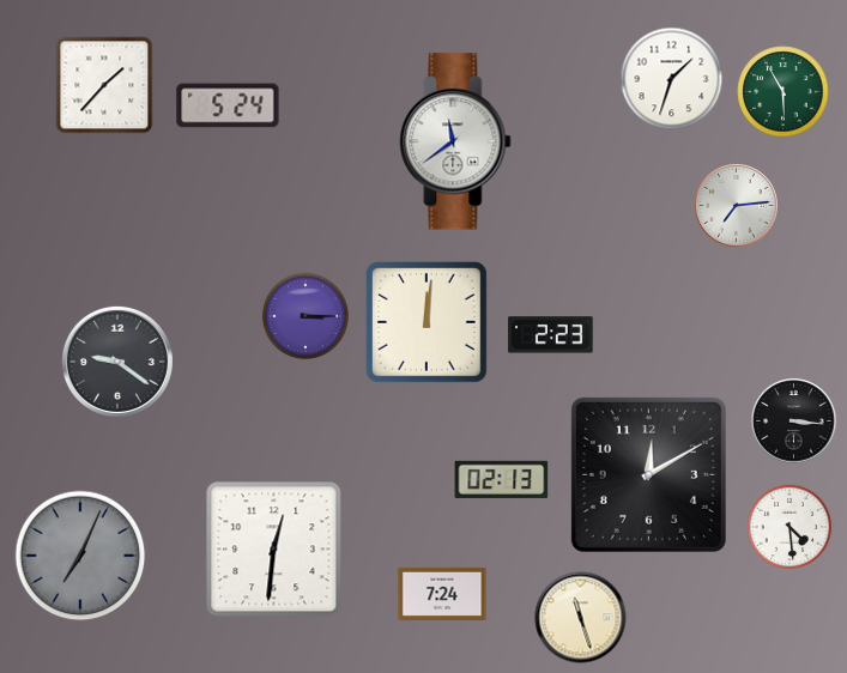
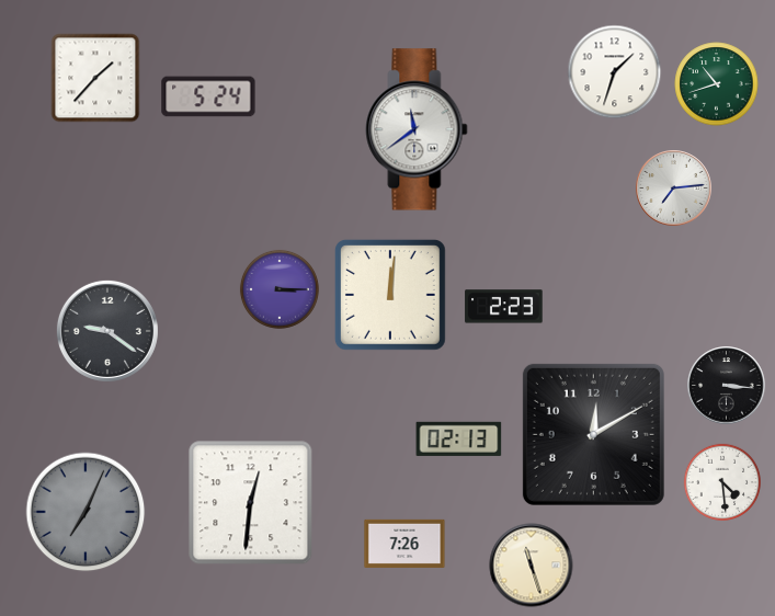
clock at (784, 92): 5:55 -> 10:42
clock at (80, 556) position: (80, 556) -> (86, 512)
clock at (442, 594): 7:24 -> 7:26
